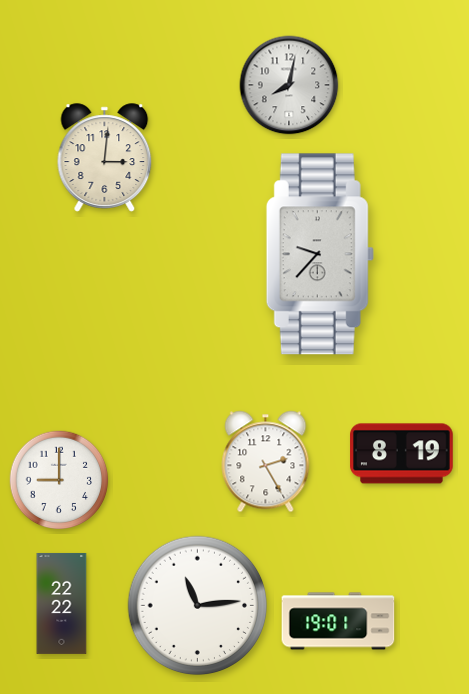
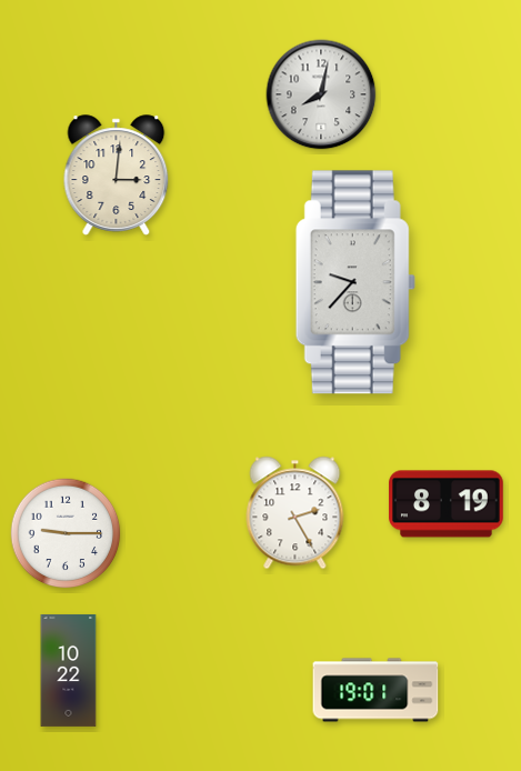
clock at (59, 480): 9:00 -> 9:15
clock at (62, 603): 22:22 -> 10:22
clock at (198, 606): 11:14 -> none
